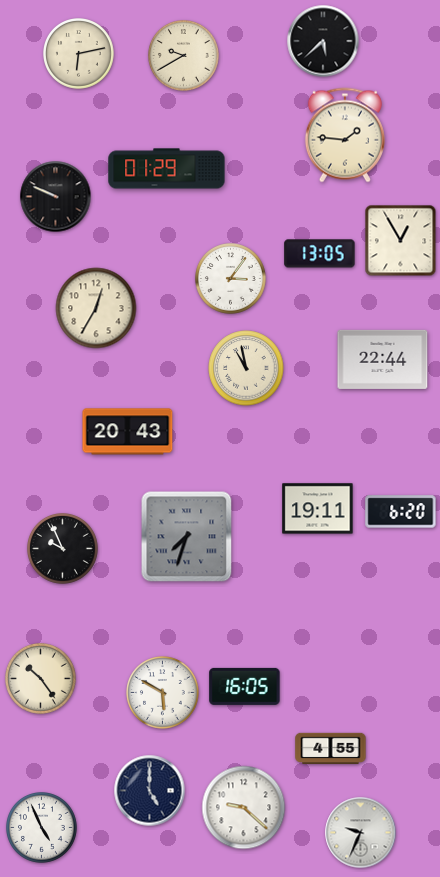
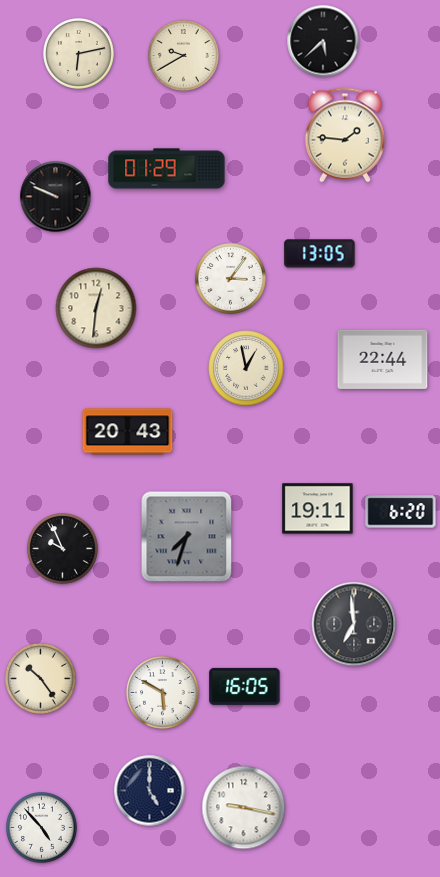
clock at (401, 241): 12:55 -> none
clock at (96, 308): 12:35 -> 12:31
clock at (246, 368): 10:58 -> 12:58
clock at (354, 624): none -> 6:59
clock at (331, 749): 4:55 -> none
clock at (244, 808): 9:22 -> 9:17
clock at (42, 828): 4:56 -> 4:53
clock at (361, 833): 9:34 -> none
